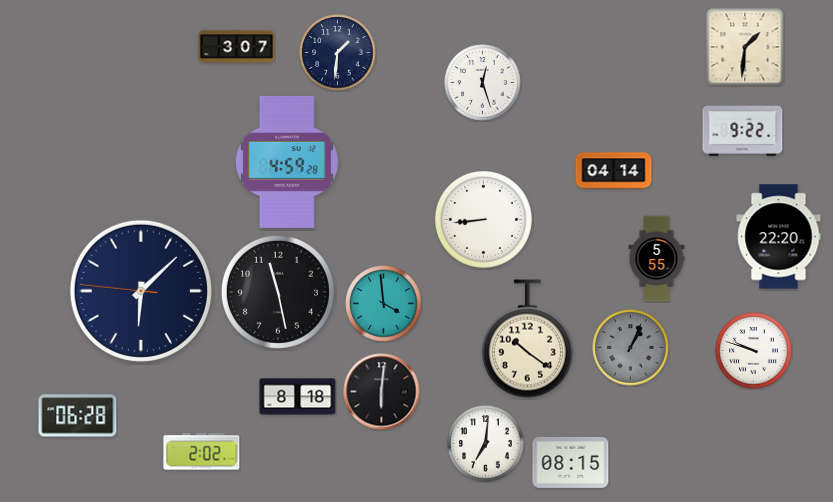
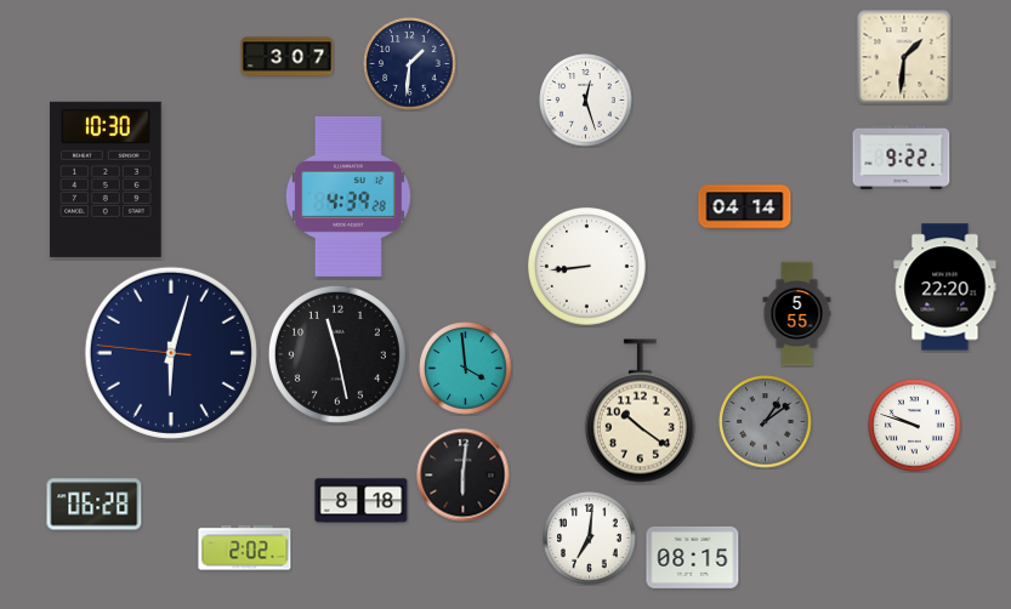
clock at (106, 180): none -> 10:30
clock at (287, 162): 4:59 -> 4:39
clock at (141, 291): 6:07 -> 6:02
clock at (631, 348): 1:04 -> 1:09
clock at (298, 397) position: (298, 397) -> (362, 501)
clock at (571, 462) position: (571, 462) -> (693, 557)
